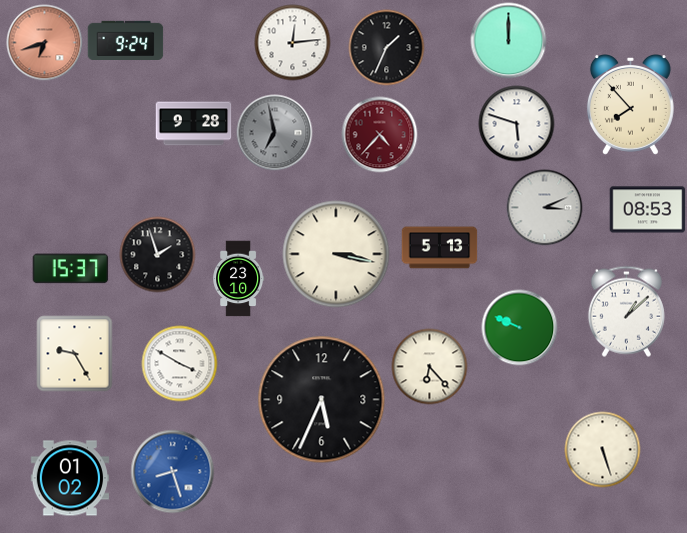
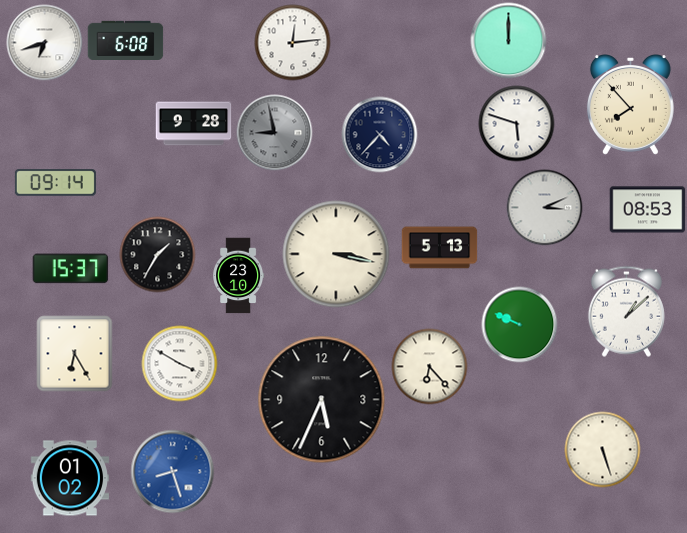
clock at (126, 40): 9:24 -> 6:08
clock at (45, 43) dial: salmon -> white
clock at (387, 48): 1:34 -> none
clock at (275, 133): 6:58 -> 8:58
clock at (380, 135) dial: burgundy -> navy
clock at (55, 183): none -> 09:14
clock at (158, 255): 1:57 -> 1:35
clock at (239, 279) position: (239, 279) -> (239, 276)
clock at (520, 328) position: (520, 328) -> (520, 325)
clock at (75, 354): 9:25 -> 6:25
